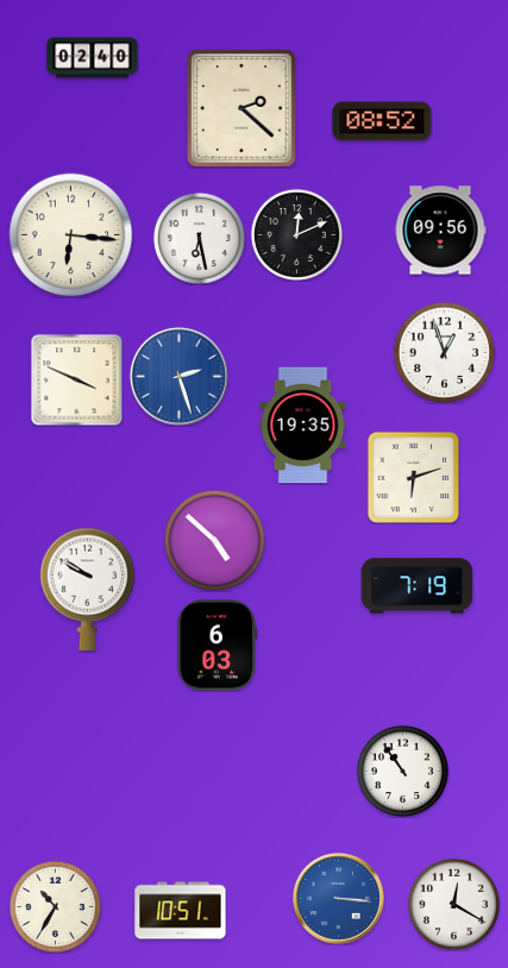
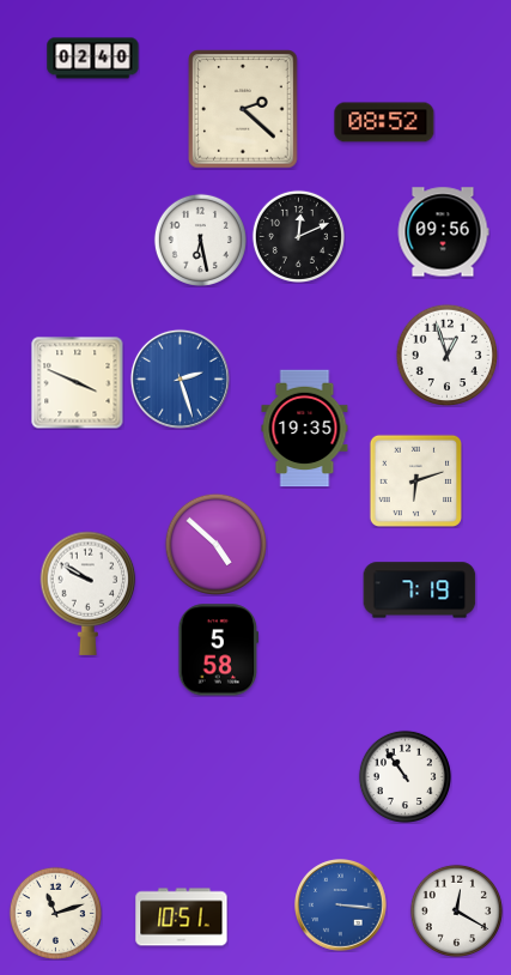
clock at (71, 235): 6:16 -> none
clock at (218, 646): 6:03 -> 5:58
clock at (55, 906): 10:35 -> 11:12
